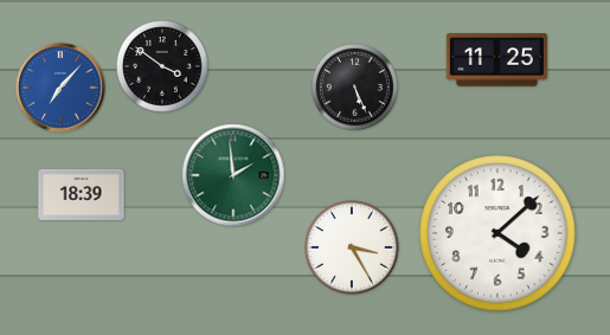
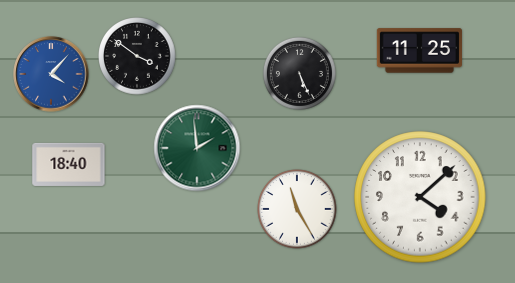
clock at (60, 88): 7:07 -> 4:07
clock at (82, 194): 18:39 -> 18:40
clock at (352, 247): 3:25 -> 11:25
